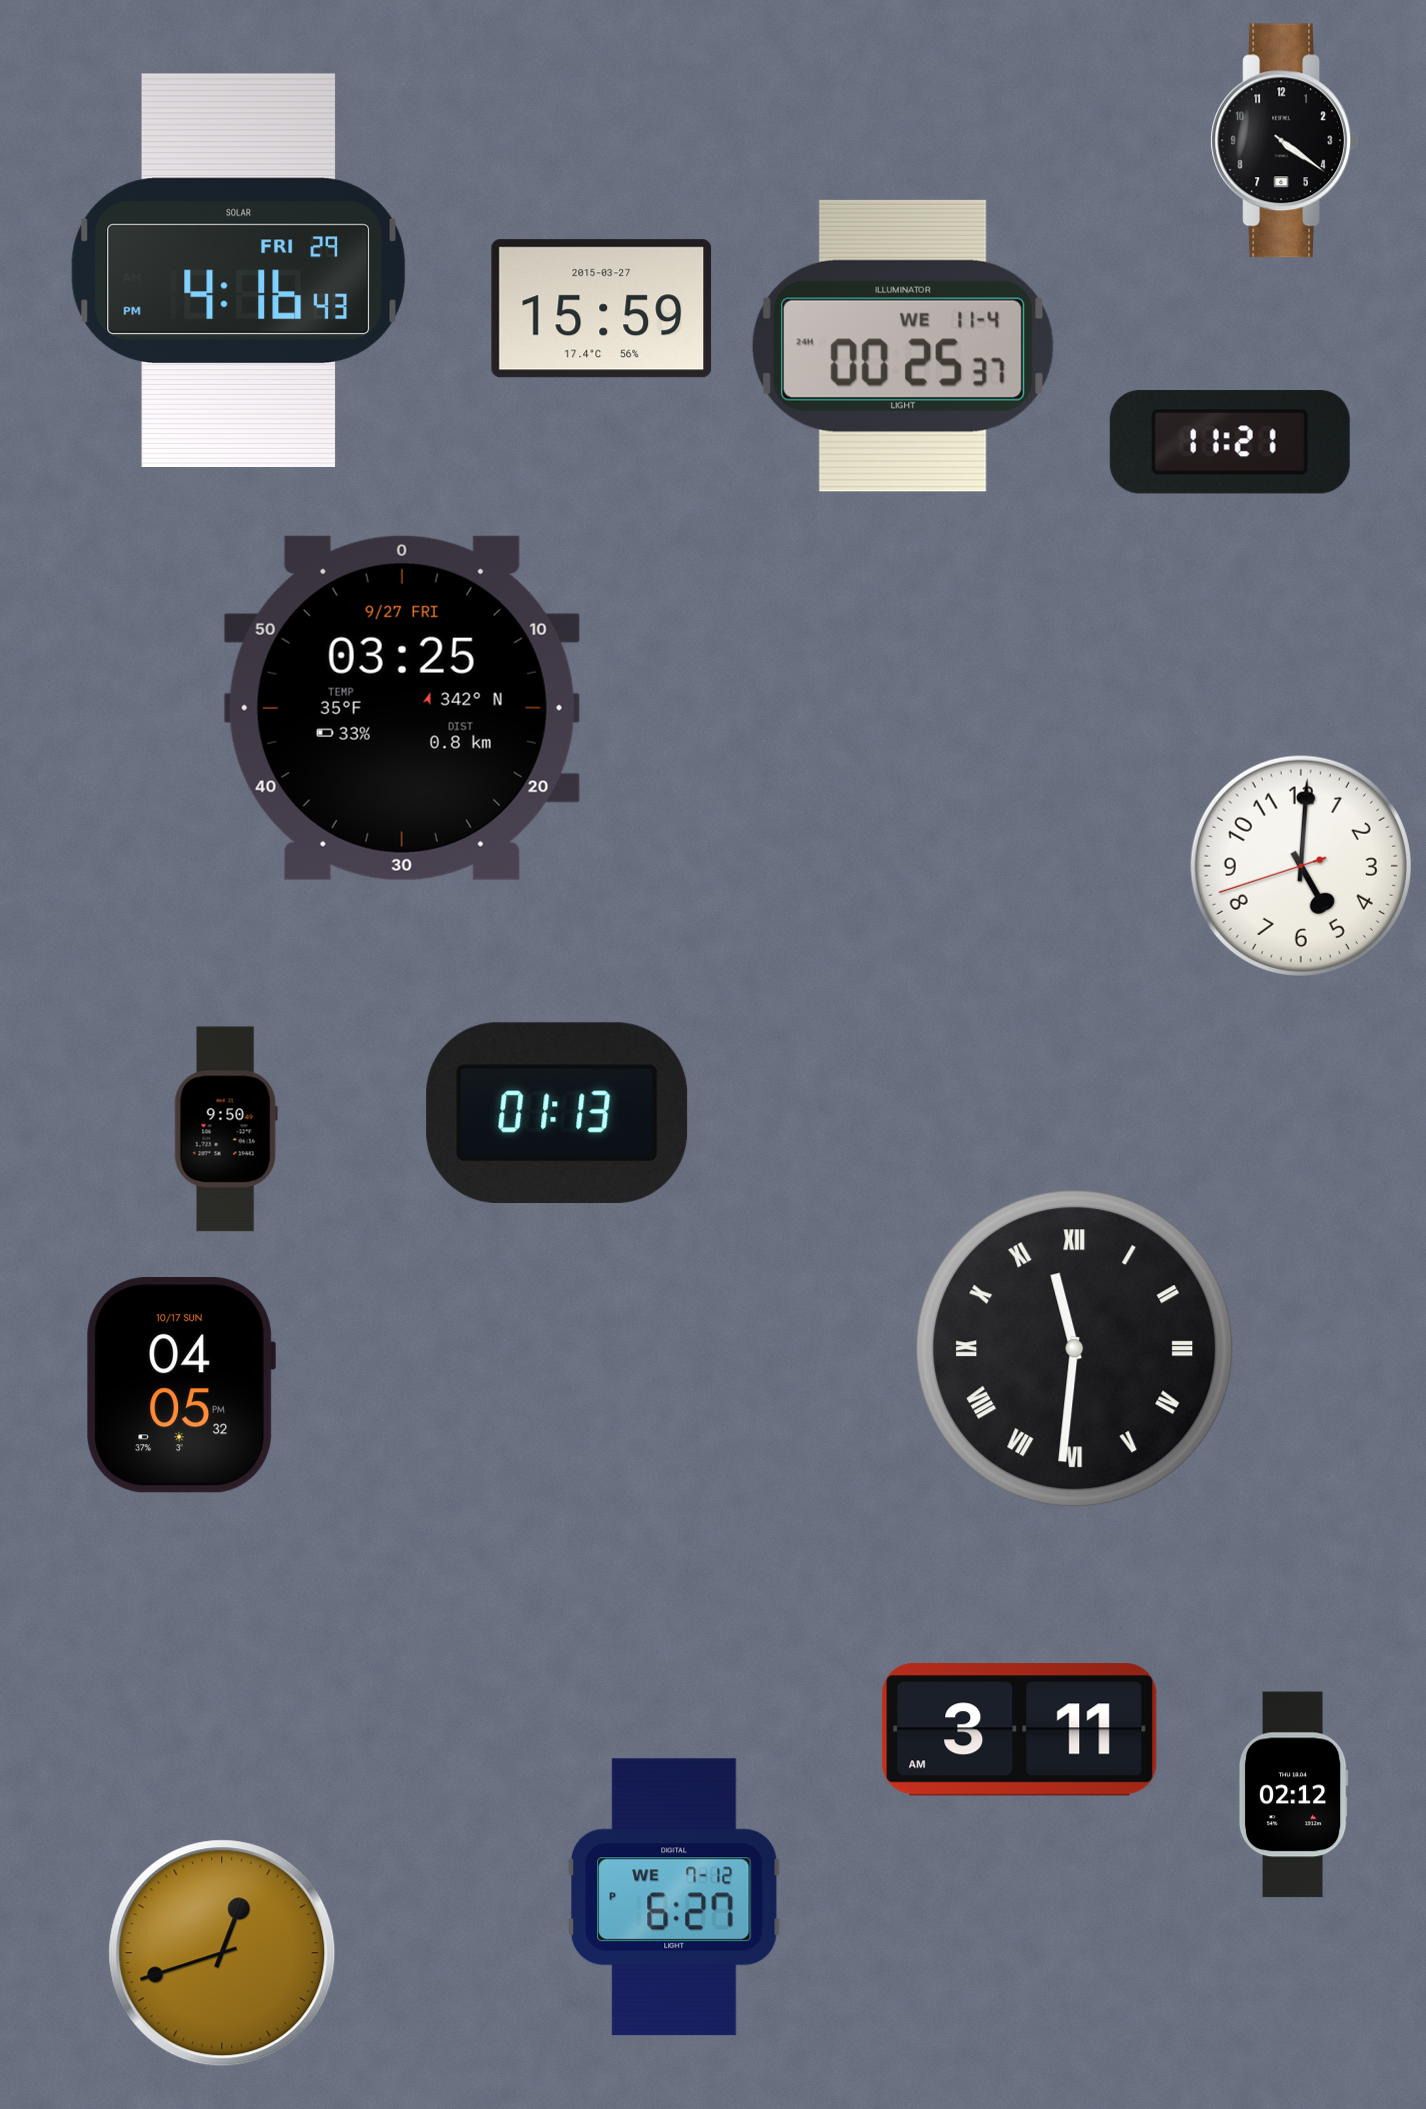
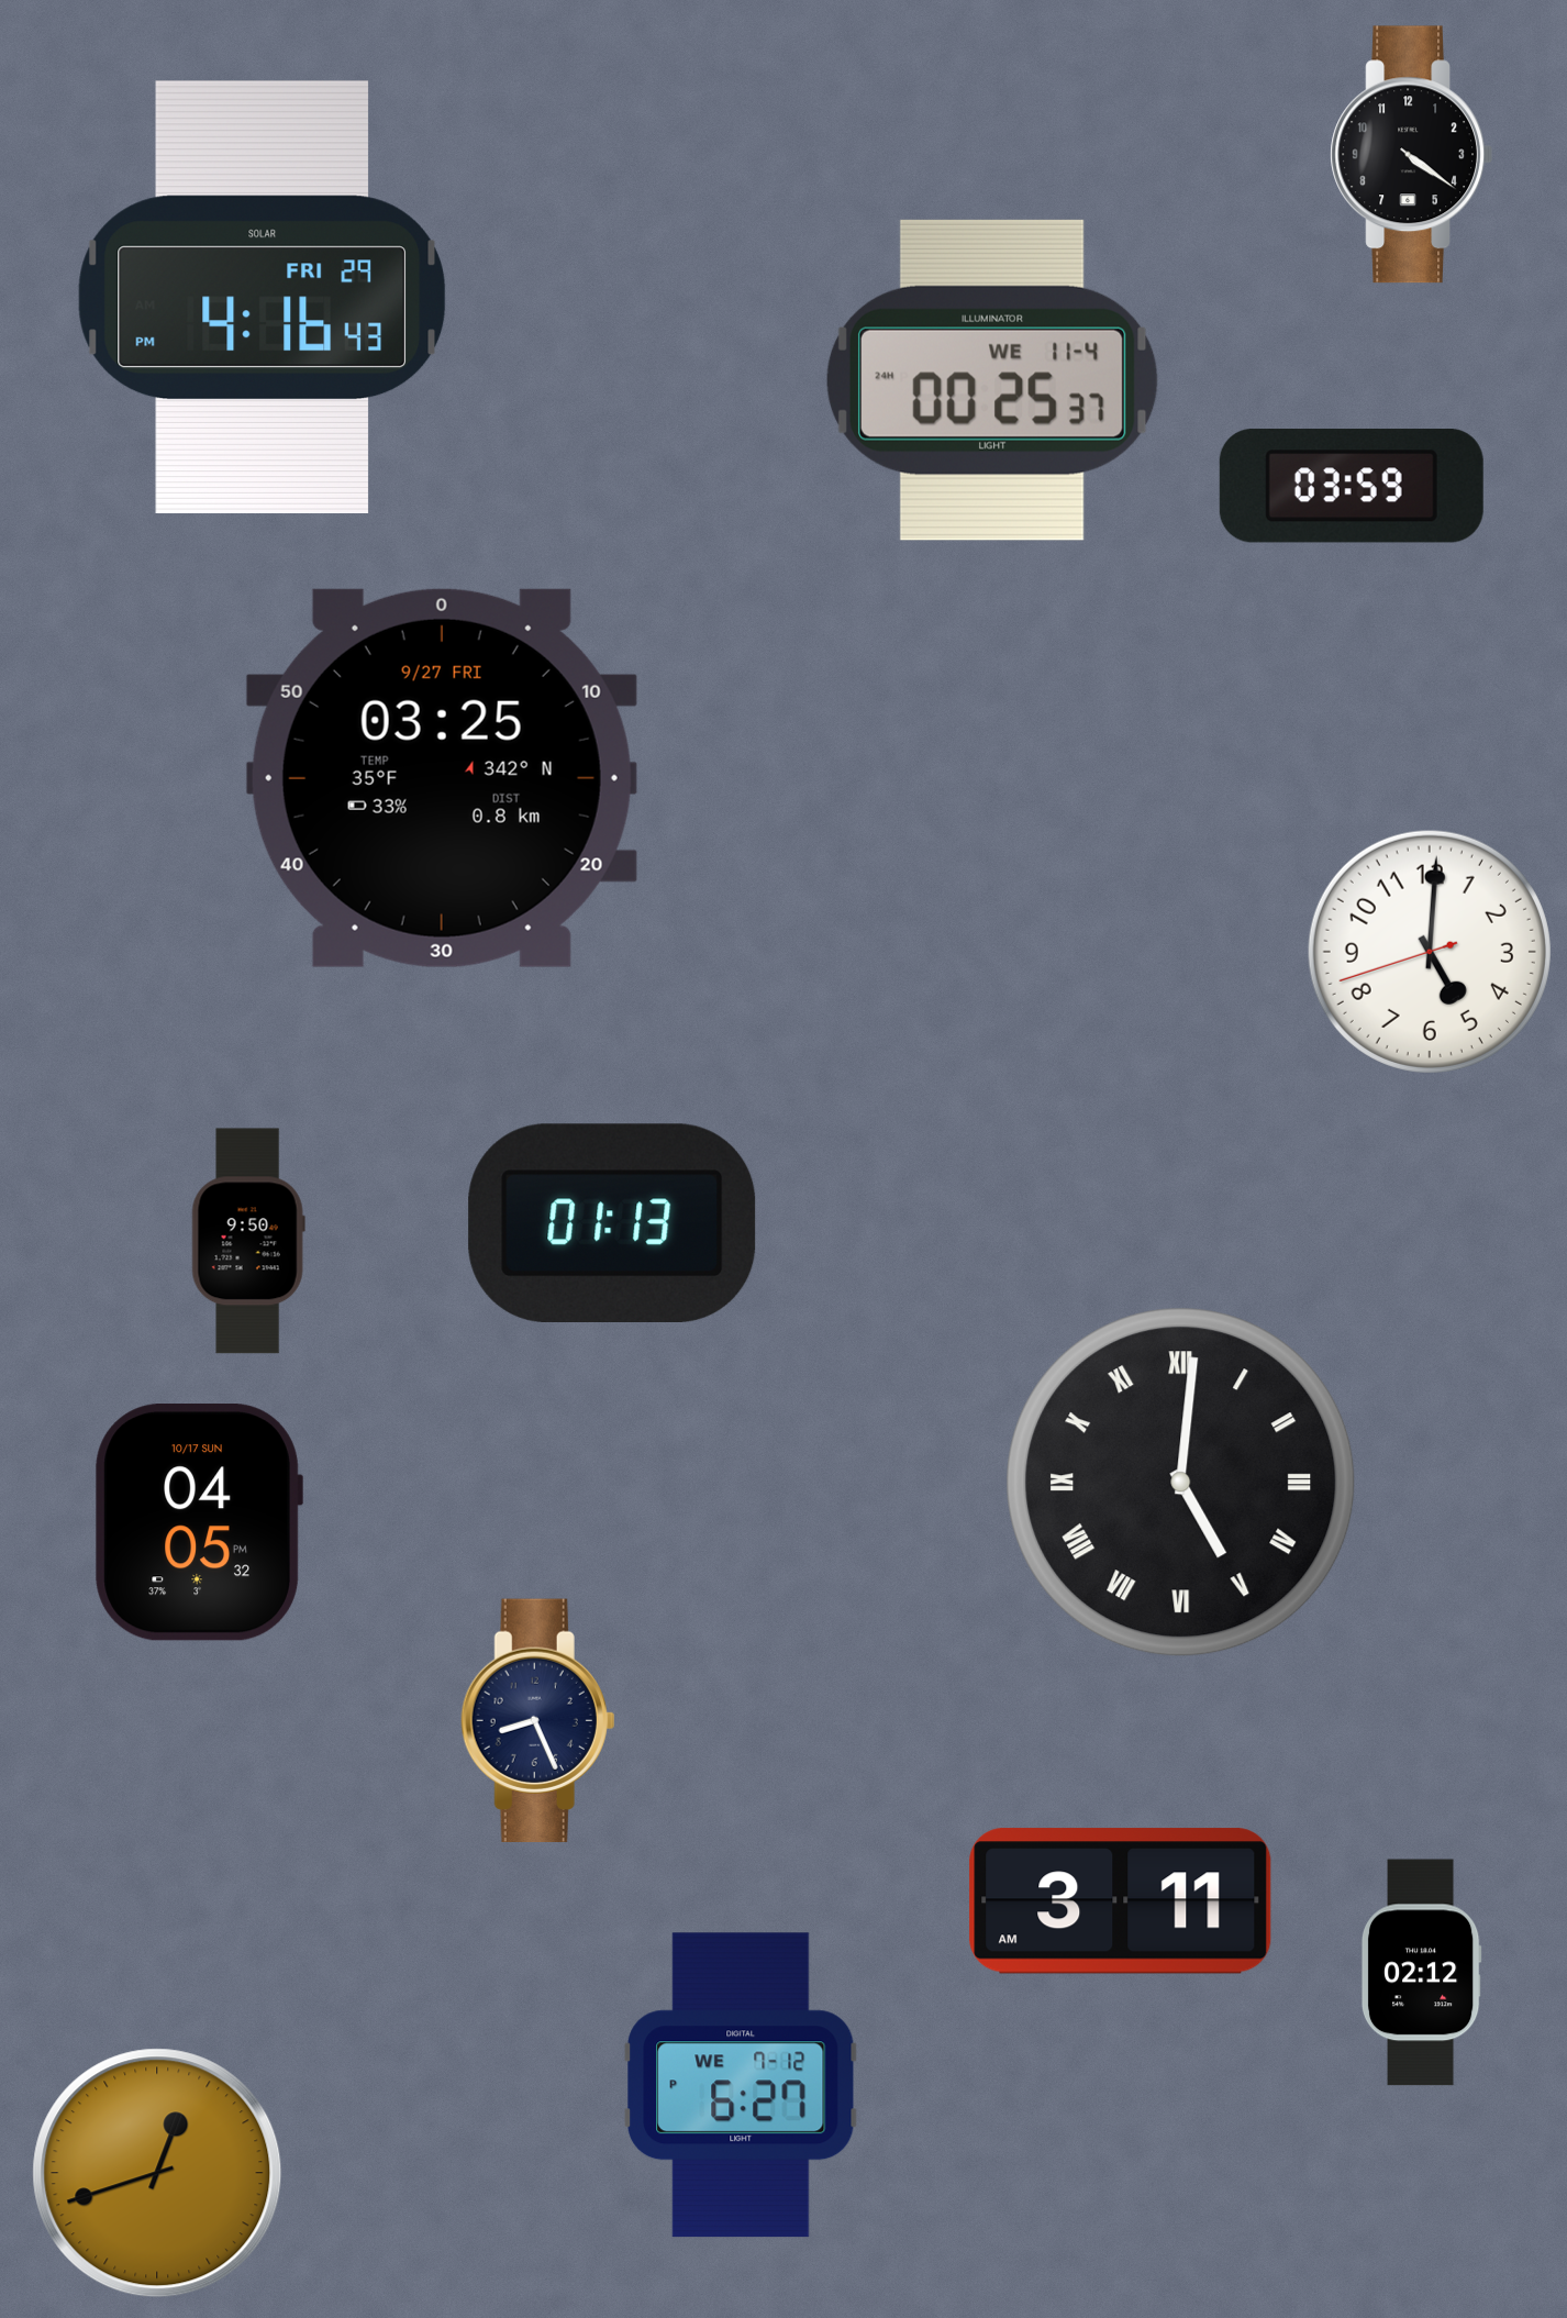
clock at (602, 309): 15:59 -> none
clock at (1230, 442): 11:21 -> 03:59
clock at (1075, 1349): 11:31 -> 5:01
clock at (538, 1720): none -> 8:26
clock at (222, 1953) position: (222, 1953) -> (157, 2173)
